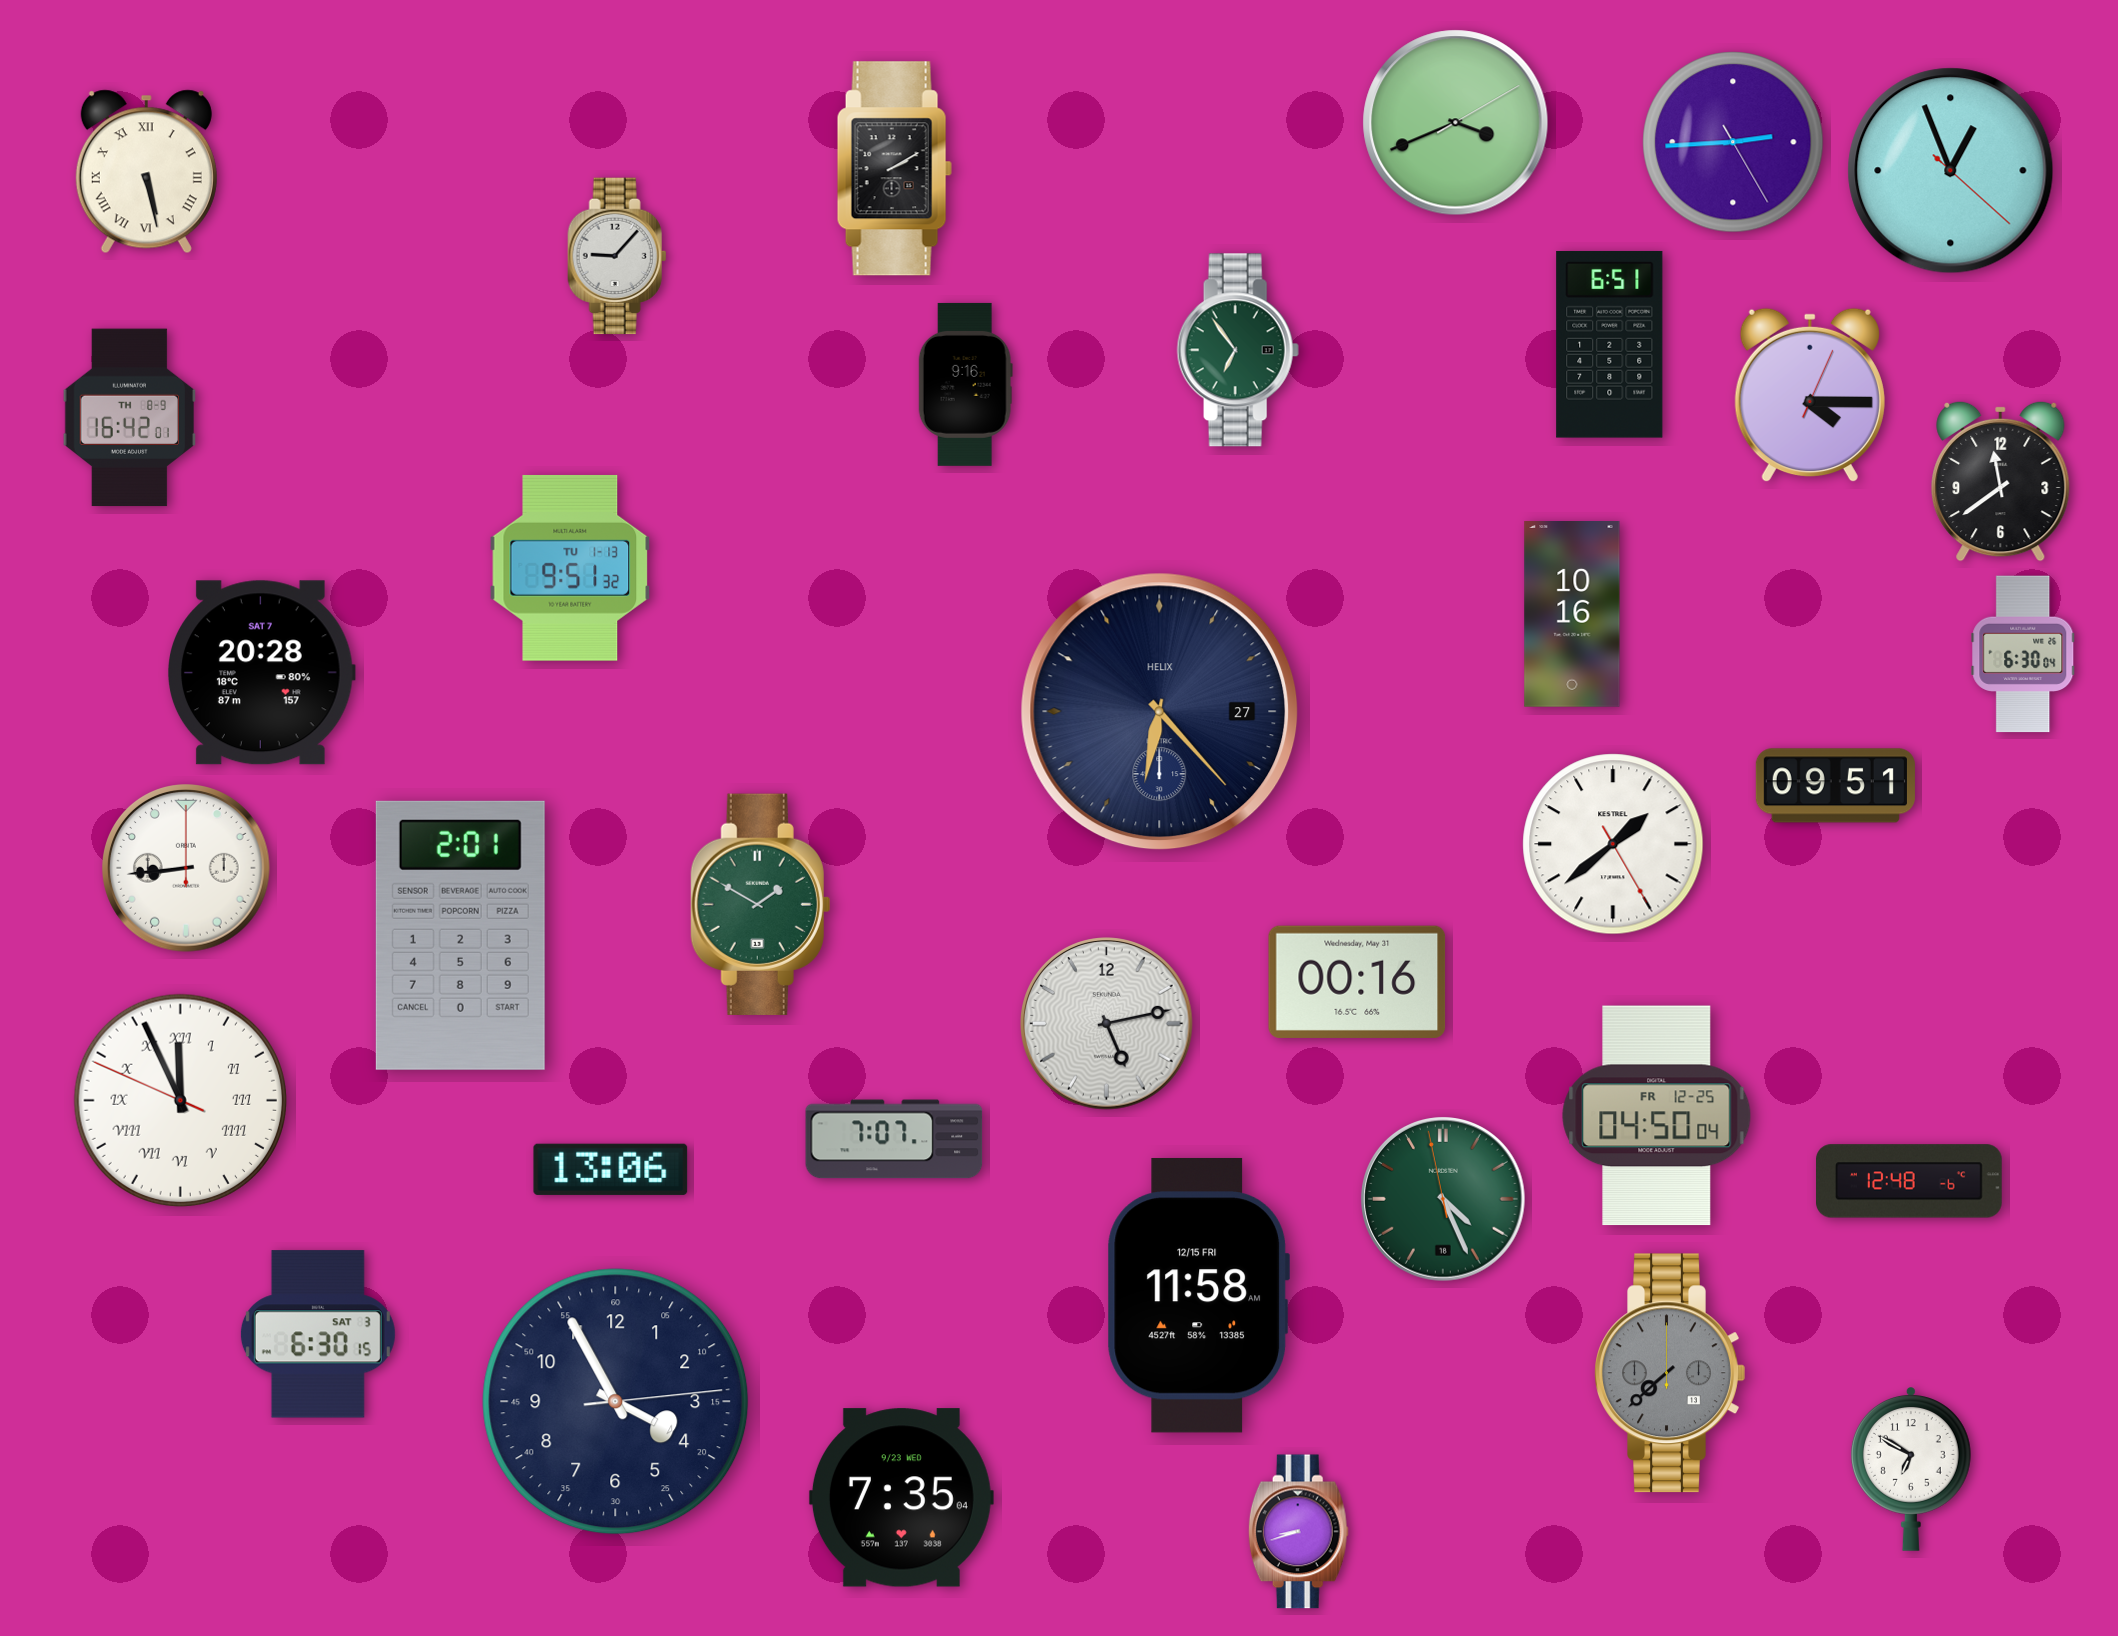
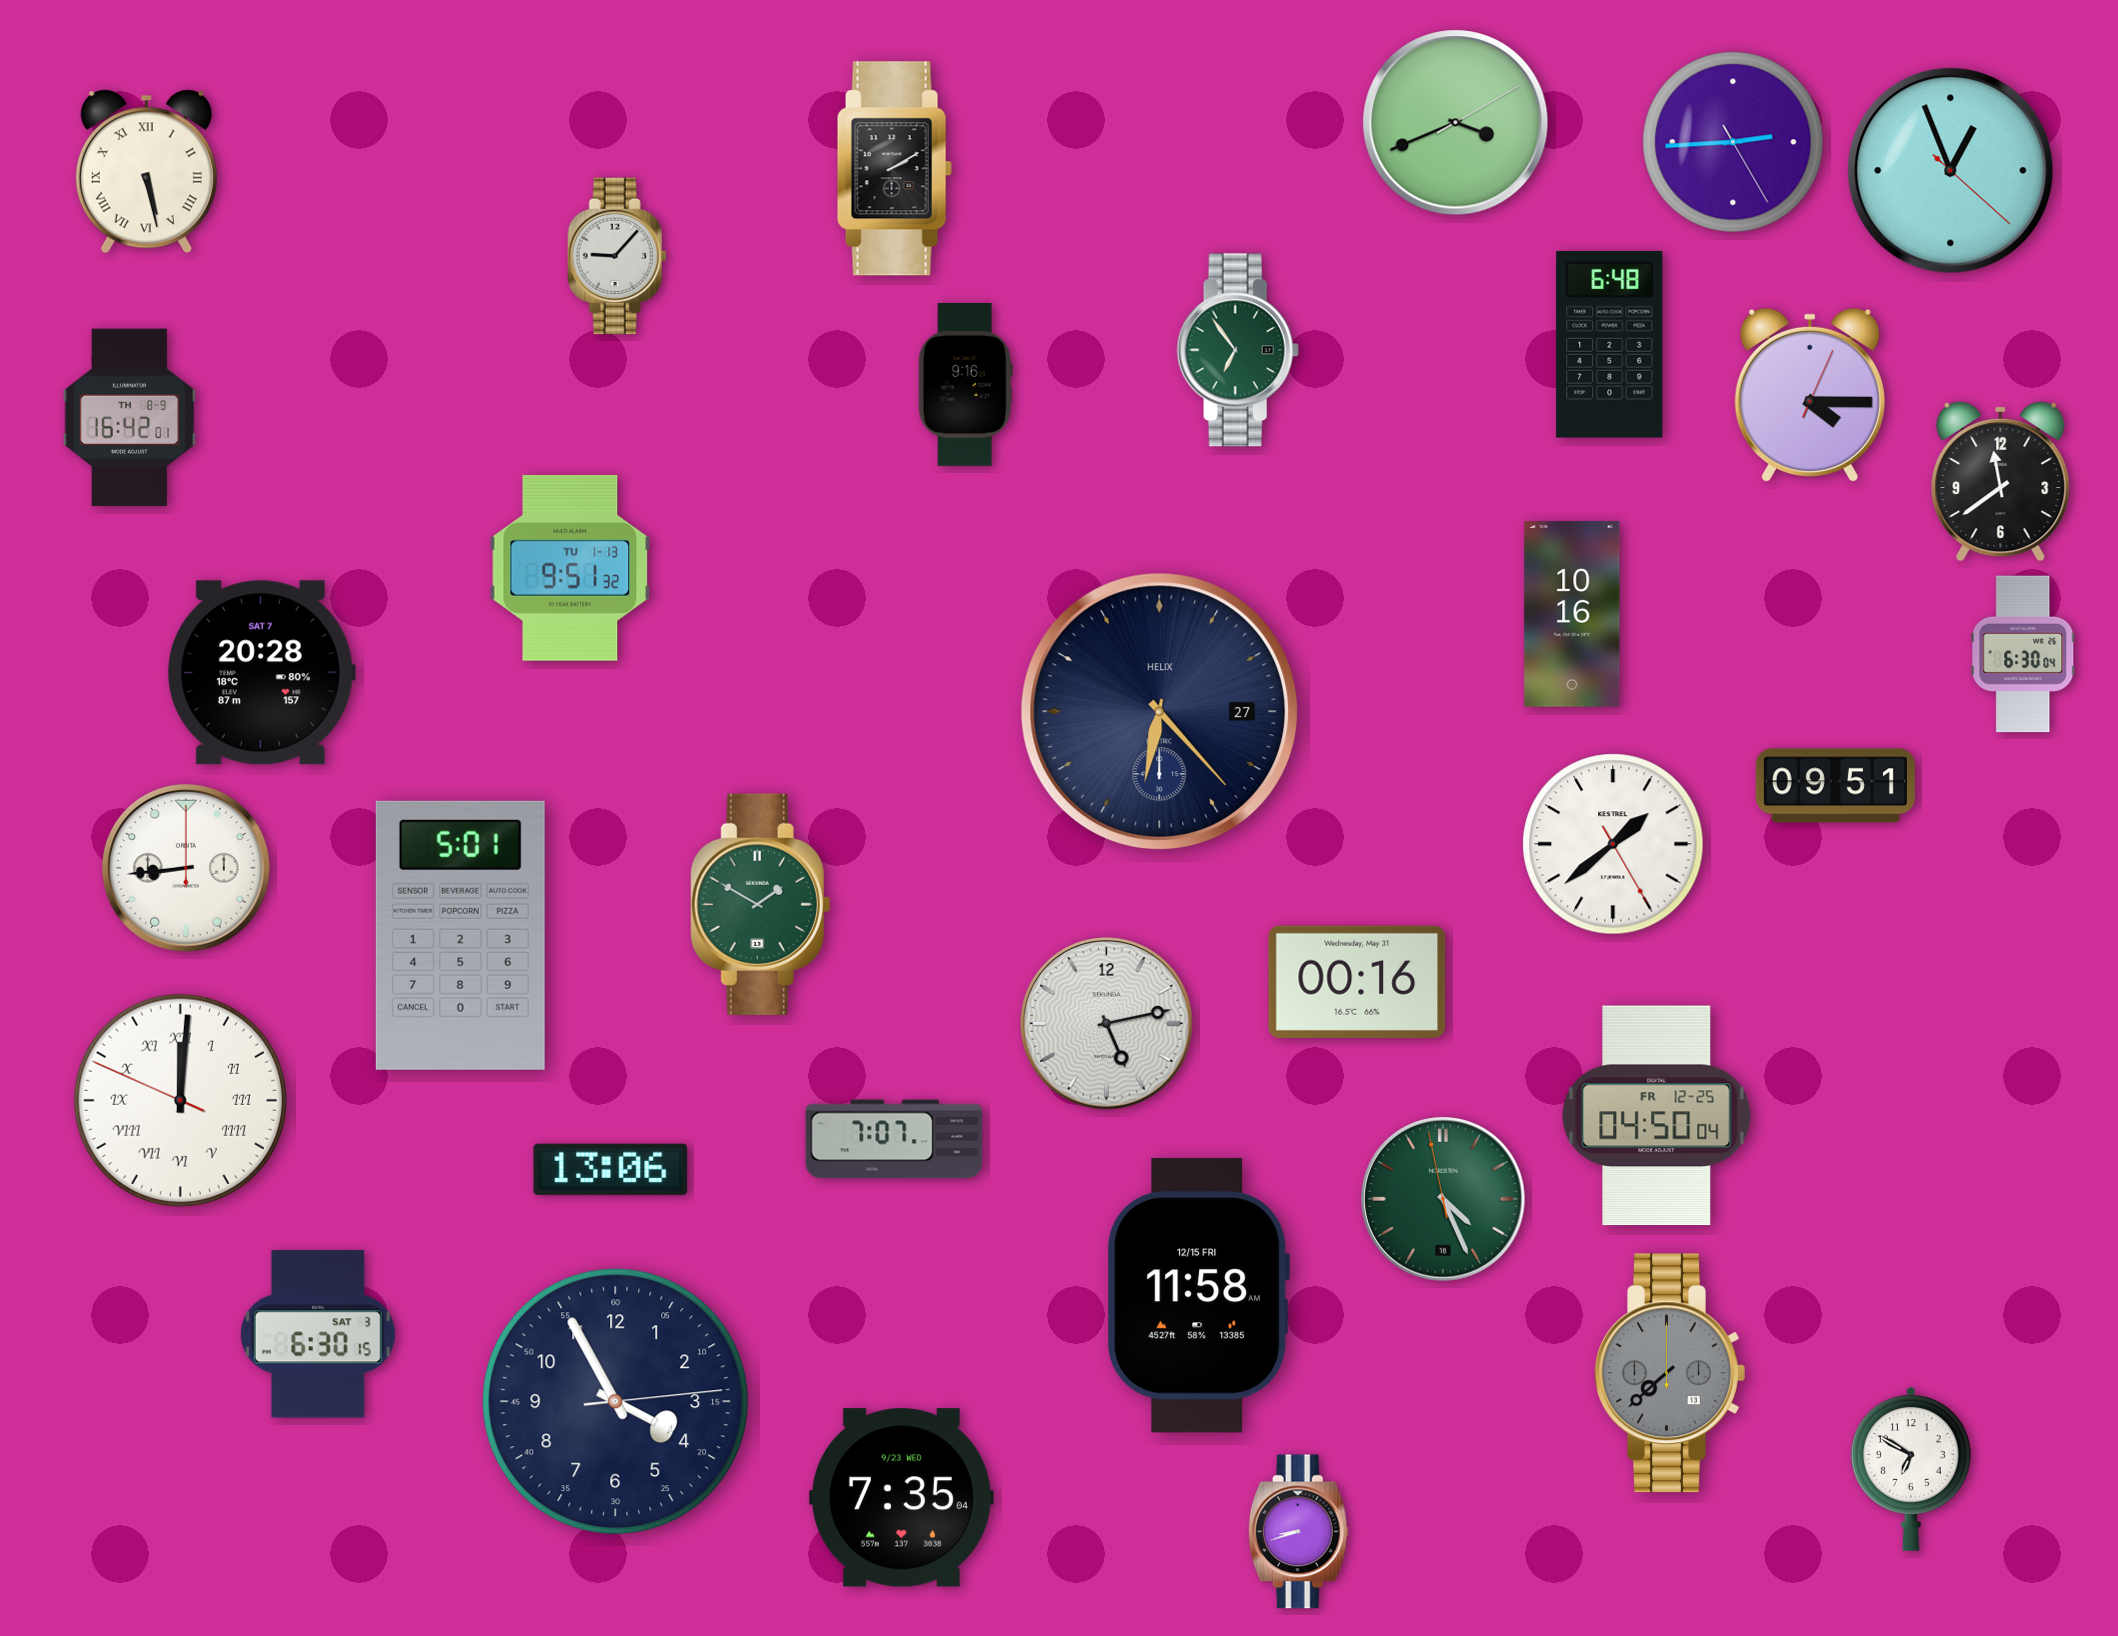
clock at (1610, 344): 6:51 -> 6:48
clock at (460, 935): 2:01 -> 5:01
clock at (180, 1100): 11:55 -> 12:00
clock at (1910, 1181): 12:48 -> none
